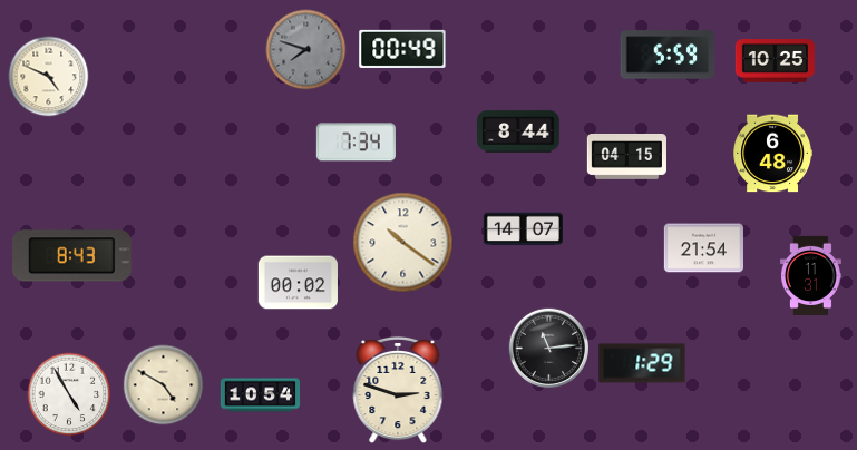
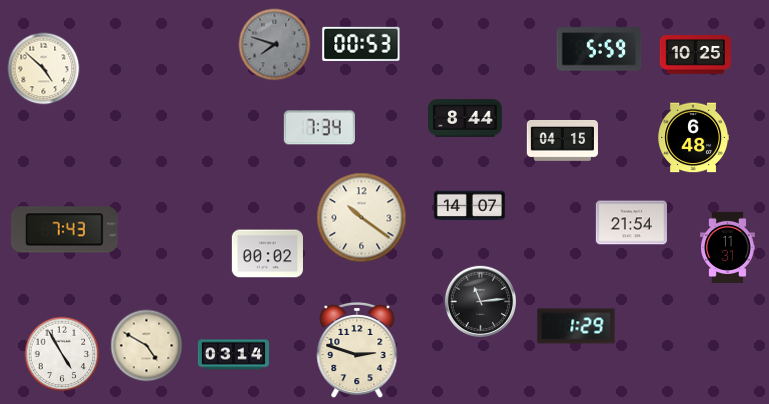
clock at (402, 49): 00:49 -> 00:53
clock at (49, 77): 4:49 -> 4:52
clock at (72, 256): 8:43 -> 7:43
clock at (548, 348) position: (548, 348) -> (480, 301)
clock at (260, 395): 10:54 -> 03:14
